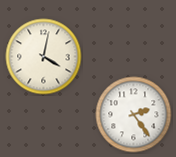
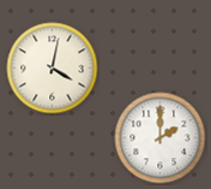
clock at (134, 115): 2:24 -> 2:00
